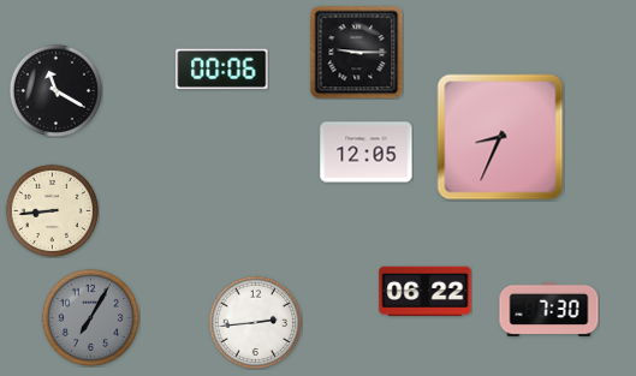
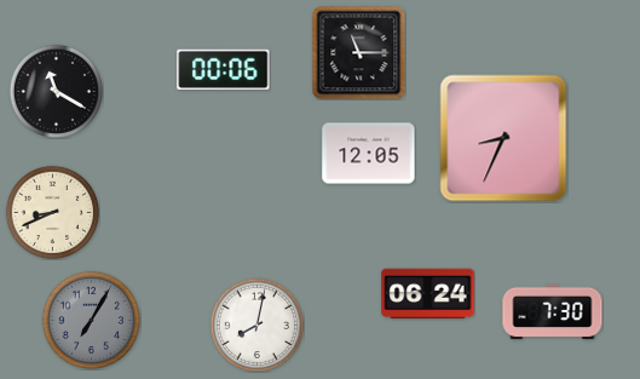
clock at (356, 52): 9:15 -> 11:15
clock at (52, 210): 8:44 -> 8:41
clock at (426, 292): 06:22 -> 06:24
clock at (255, 322): 2:44 -> 8:02
